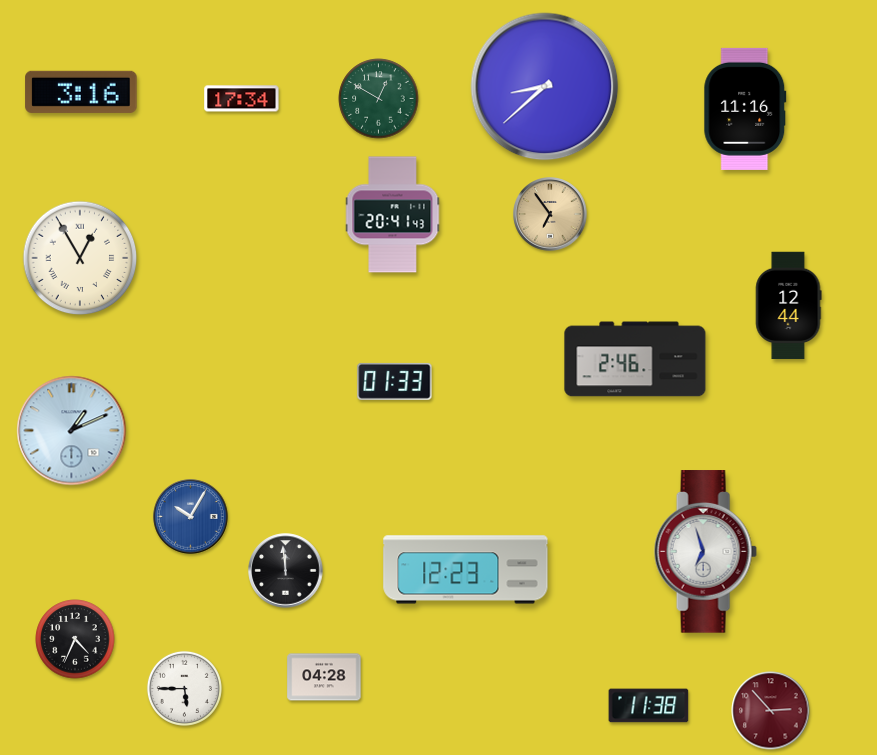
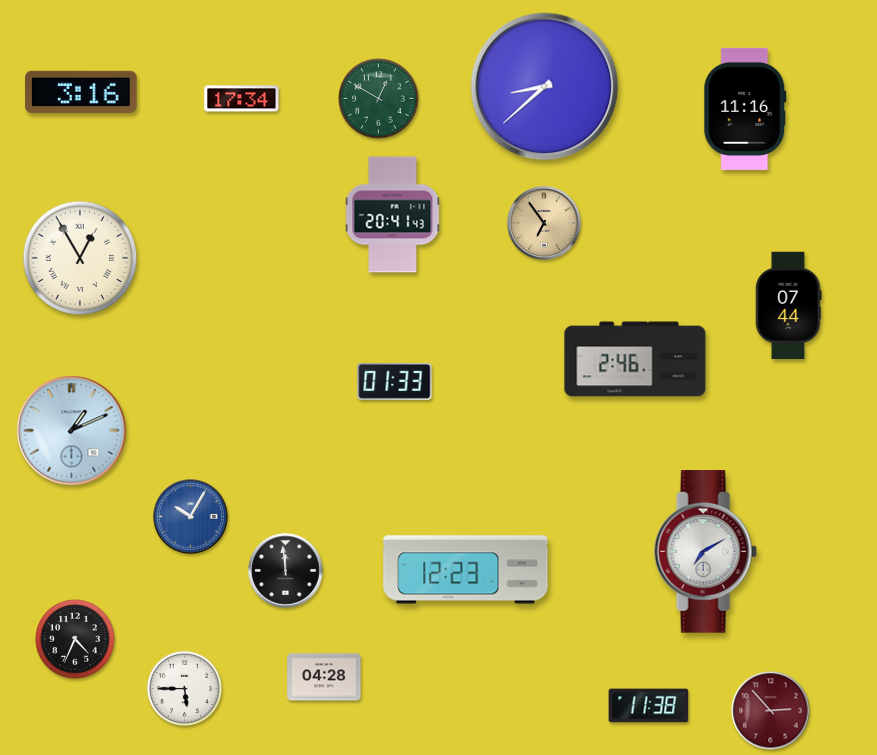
clock at (550, 214) position: (550, 214) -> (544, 223)
clock at (788, 306): 12:44 -> 07:44
clock at (705, 552): 6:57 -> 7:10
